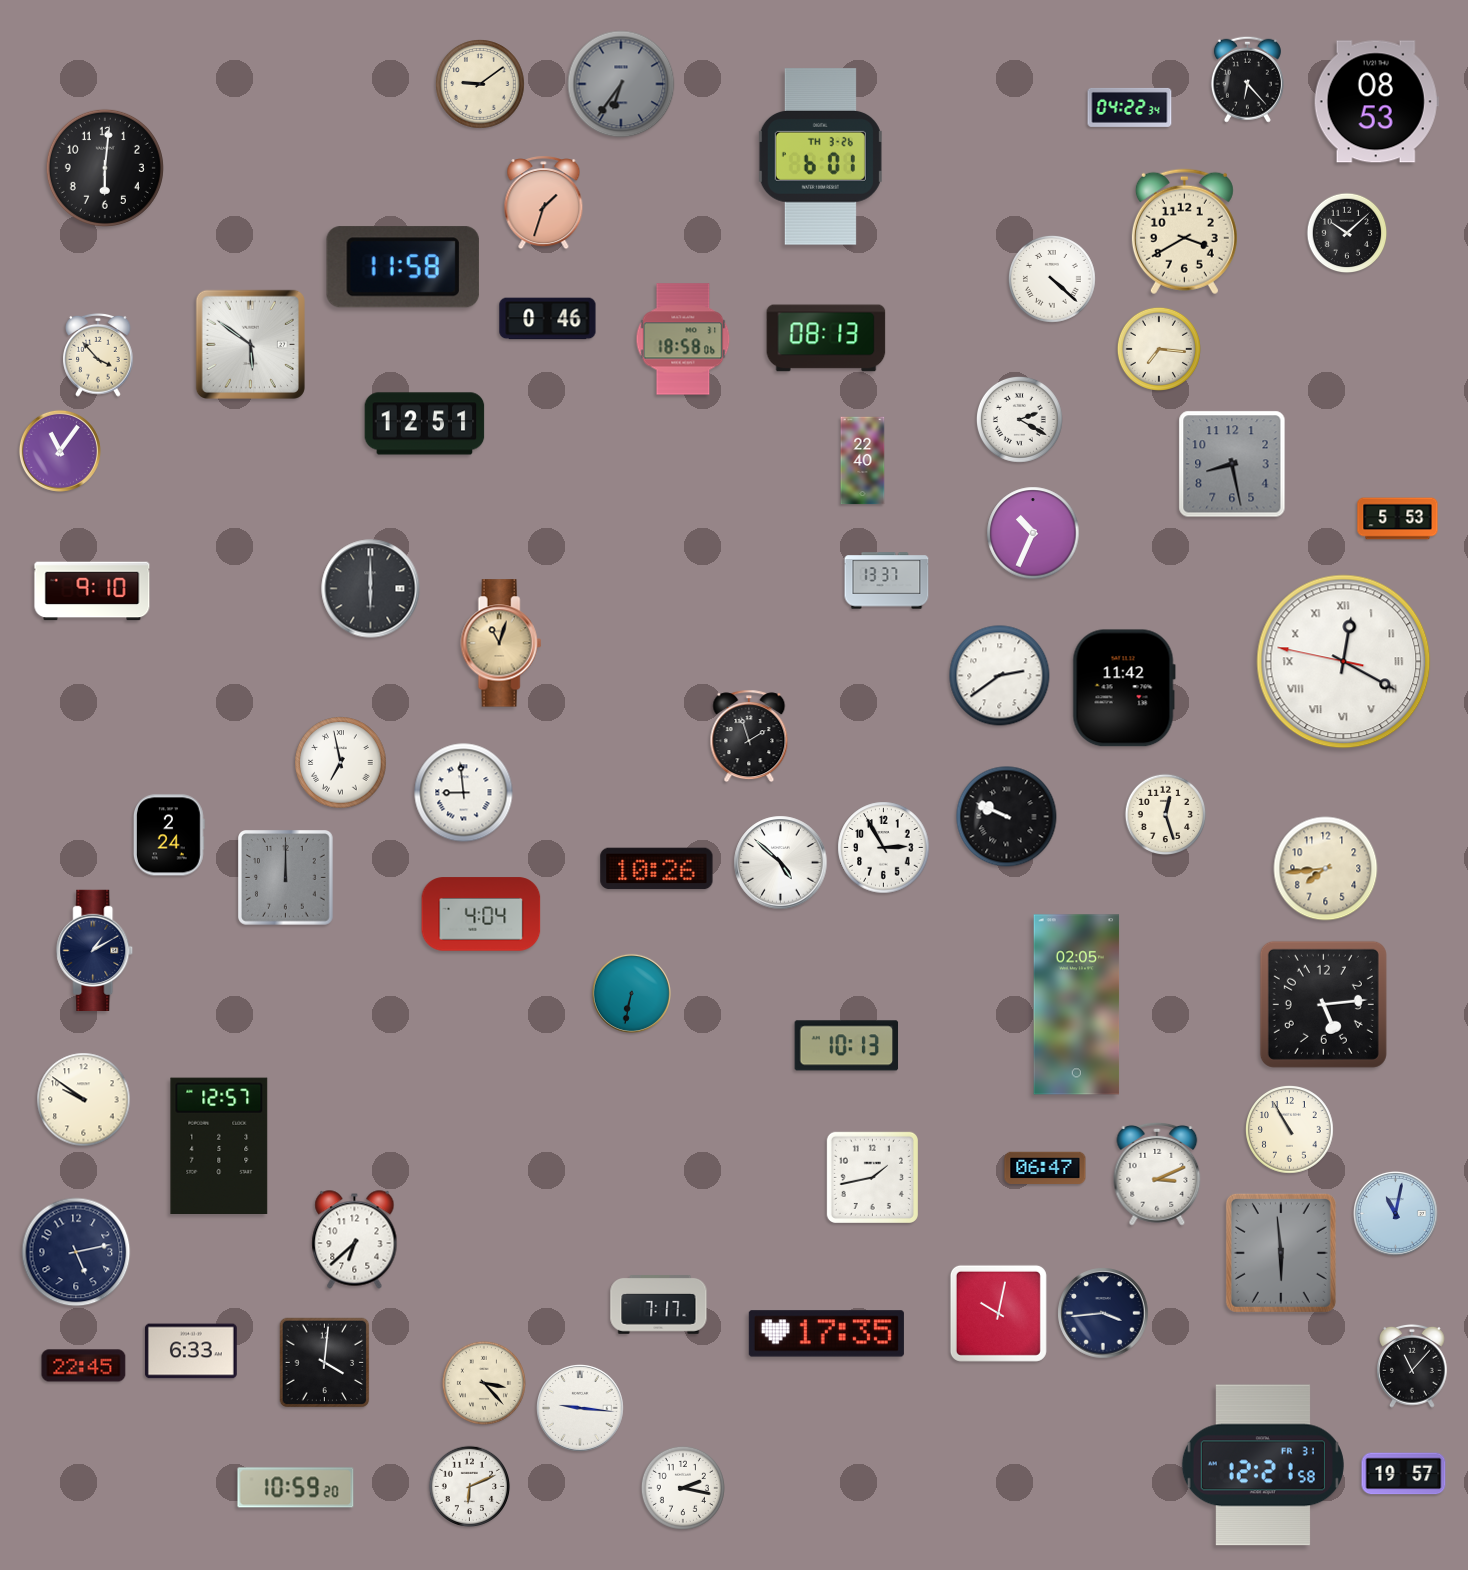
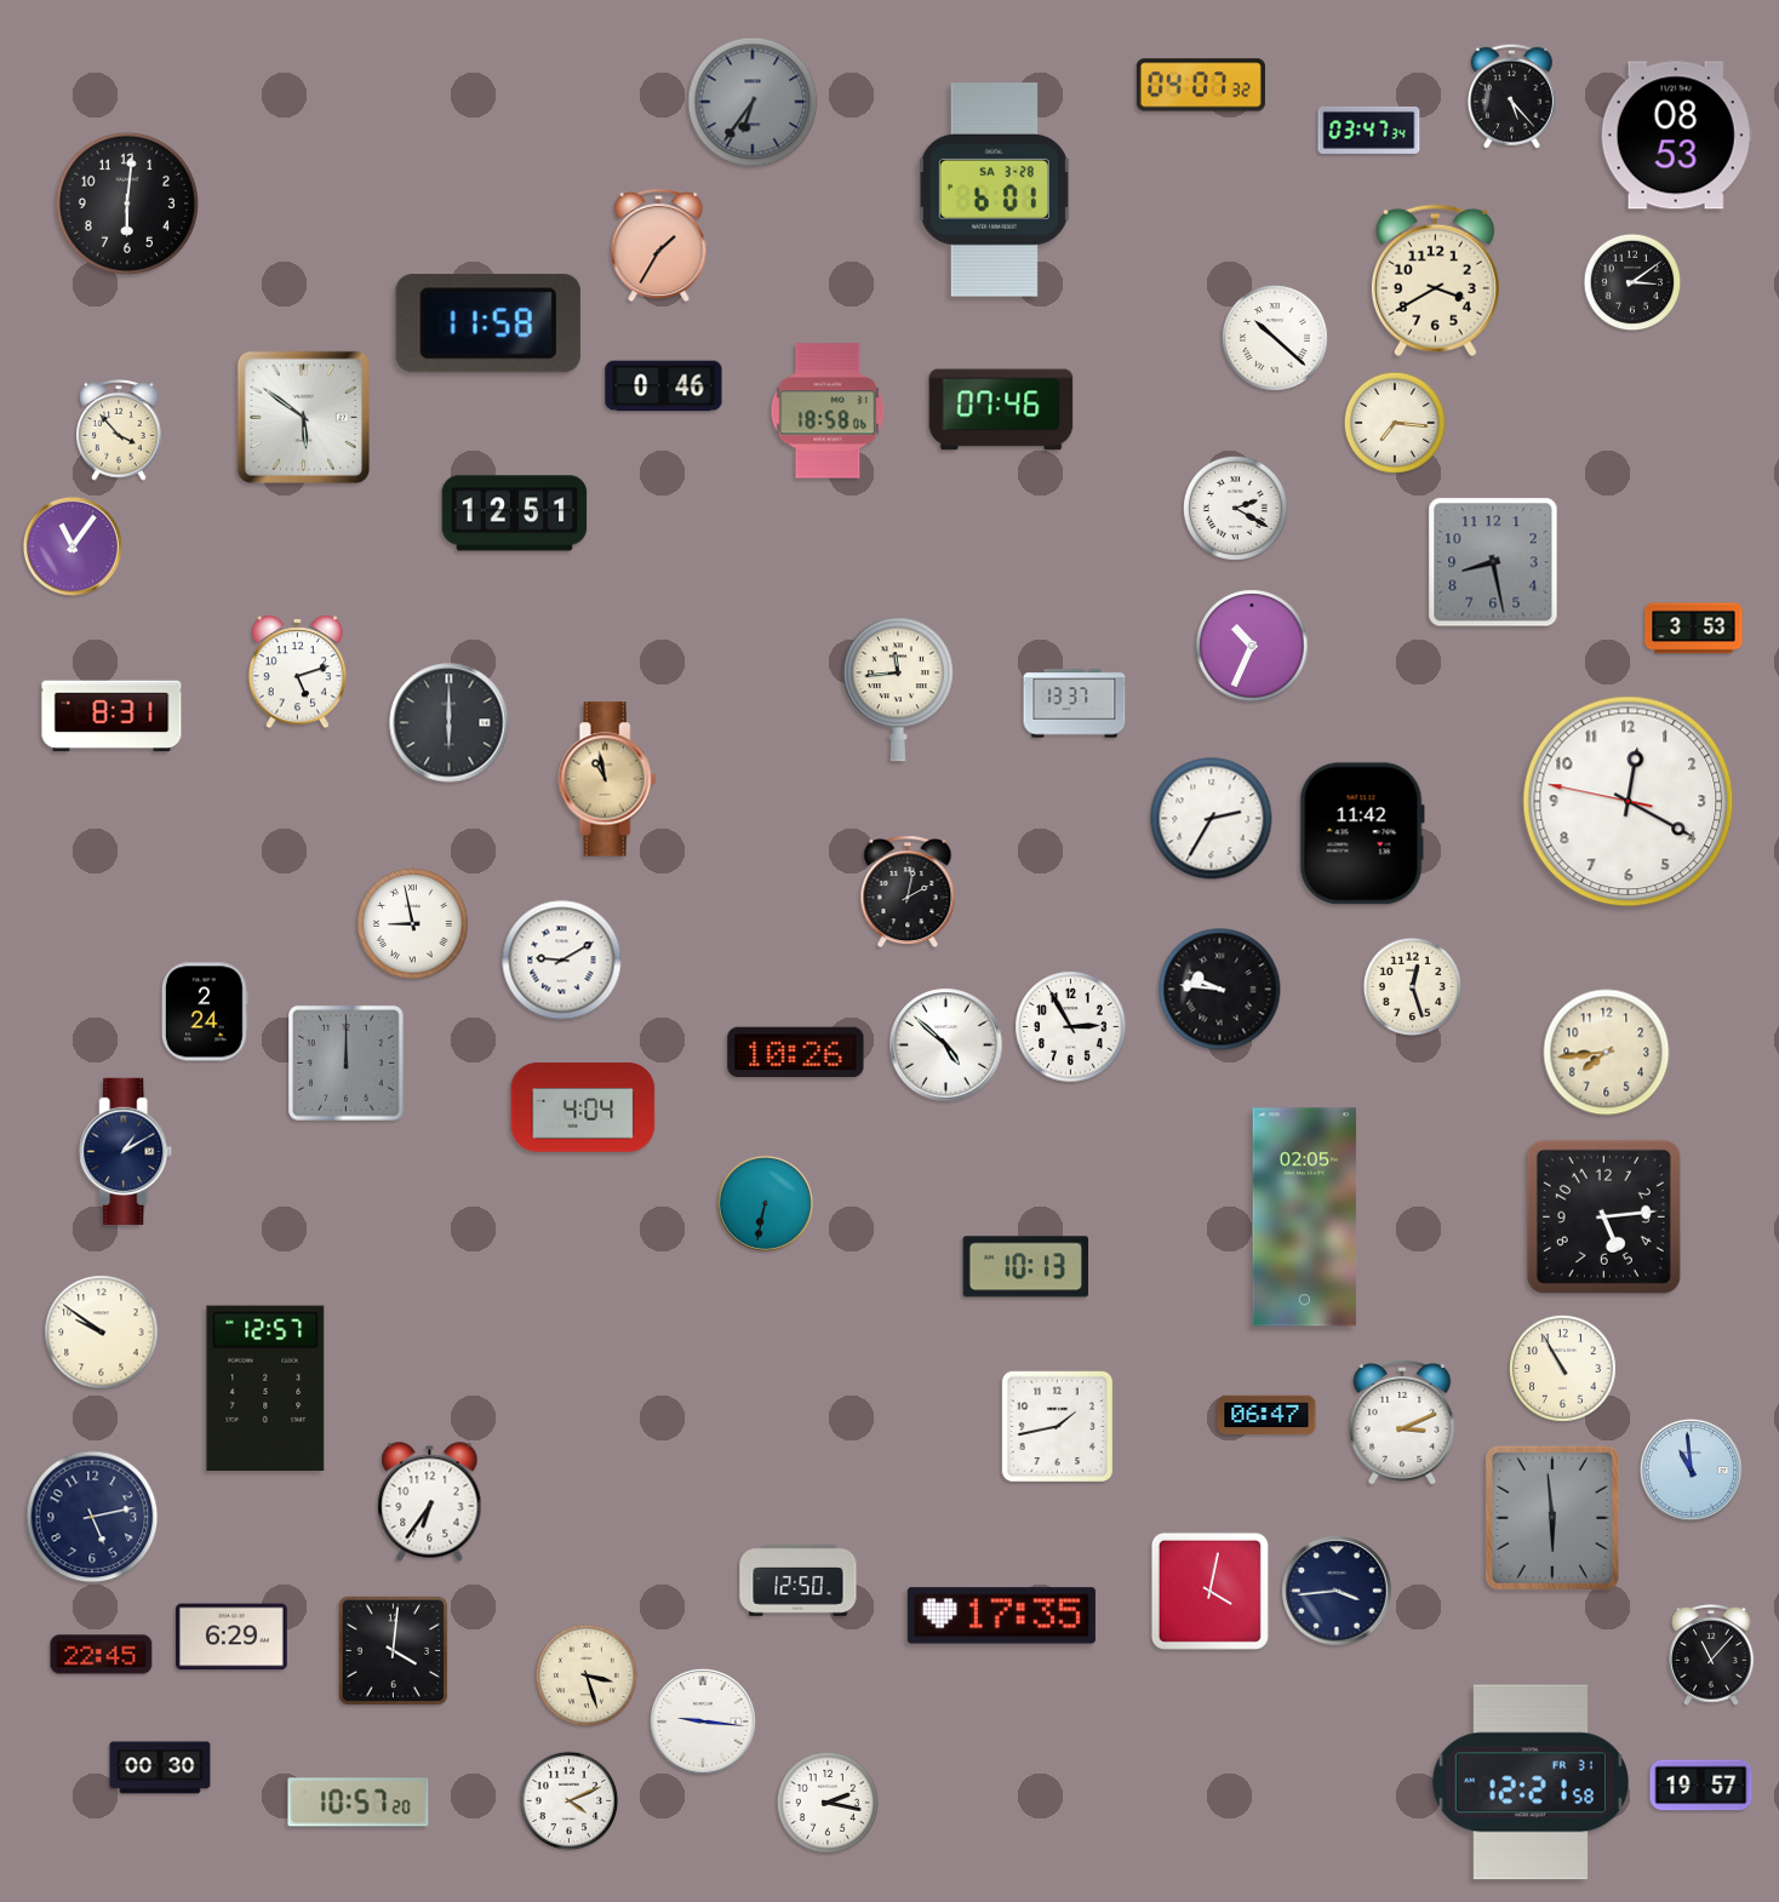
clock at (1201, 85): none -> 04:07
clock at (1247, 79): 6:23 -> 5:23
clock at (480, 84): 9:09 -> none
clock at (1376, 102) position: (1376, 102) -> (1676, 136)
clock at (1130, 107): 04:22 -> 03:47
clock at (820, 157) date: TH 3-26 -> SA 3-28
clock at (544, 203): 1:33 -> 1:35
clock at (1347, 233): 10:08 -> 3:09
clock at (1052, 279): 4:22 -> 10:22
clock at (826, 338): 08:13 -> 07:46
clock at (1159, 349) position: (1159, 349) -> (1395, 423)
clock at (863, 461): 22:40 -> none
clock at (1398, 519): 5:53 -> 3:53
clock at (298, 672): none -> 5:12
clock at (898, 689): none -> 11:44
clock at (371, 589) position: (371, 589) -> (450, 723)
clock at (92, 591): 9:10 -> 8:31
clock at (501, 643): 11:03 -> 10:58
clock at (1344, 662) numerals: Roman -> Arabic
clock at (1000, 676): 2:39 -> 2:35
clock at (749, 736): 1:57 -> 2:02
clock at (341, 763): 6:58 -> 8:58
clock at (464, 793): 8:59 -> 9:10
clock at (1007, 817): 9:49 -> 9:46
clock at (95, 950) position: (95, 950) -> (126, 1151)
clock at (1395, 1213): 11:02 -> 10:59
clock at (355, 1240): 6:38 -> 6:36
clock at (659, 1305): 7:17 -> 12:50
clock at (998, 1313): 10:02 -> 4:02
clock at (191, 1351): 6:33 -> 6:29
clock at (484, 1383): 3:23 -> 3:27
clock at (581, 1409) position: (581, 1409) -> (704, 1723)
clock at (160, 1768): none -> 00:30
clock at (1263, 1465) position: (1263, 1465) -> (1531, 1782)
clock at (470, 1487): 6:11 -> 4:11
clock at (296, 1488): 10:59 -> 10:57
